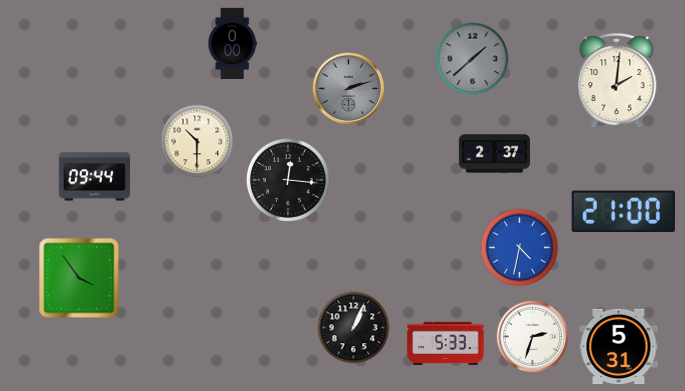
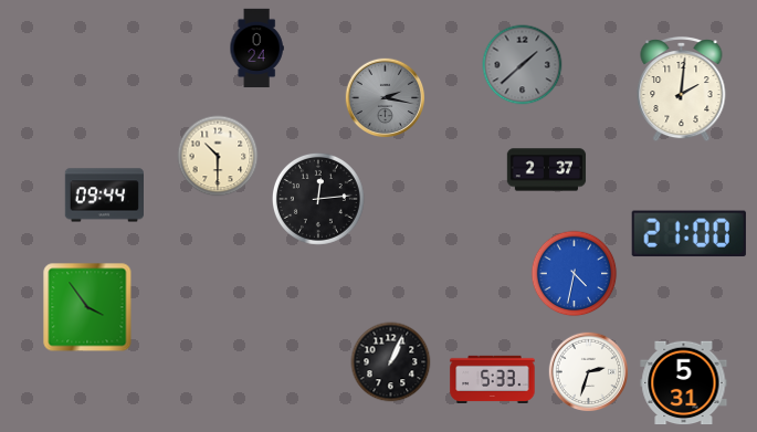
clock at (232, 44): 0:00 -> 0:24
clock at (349, 89): 2:12 -> 2:17
clock at (288, 180): 12:16 -> 12:14
